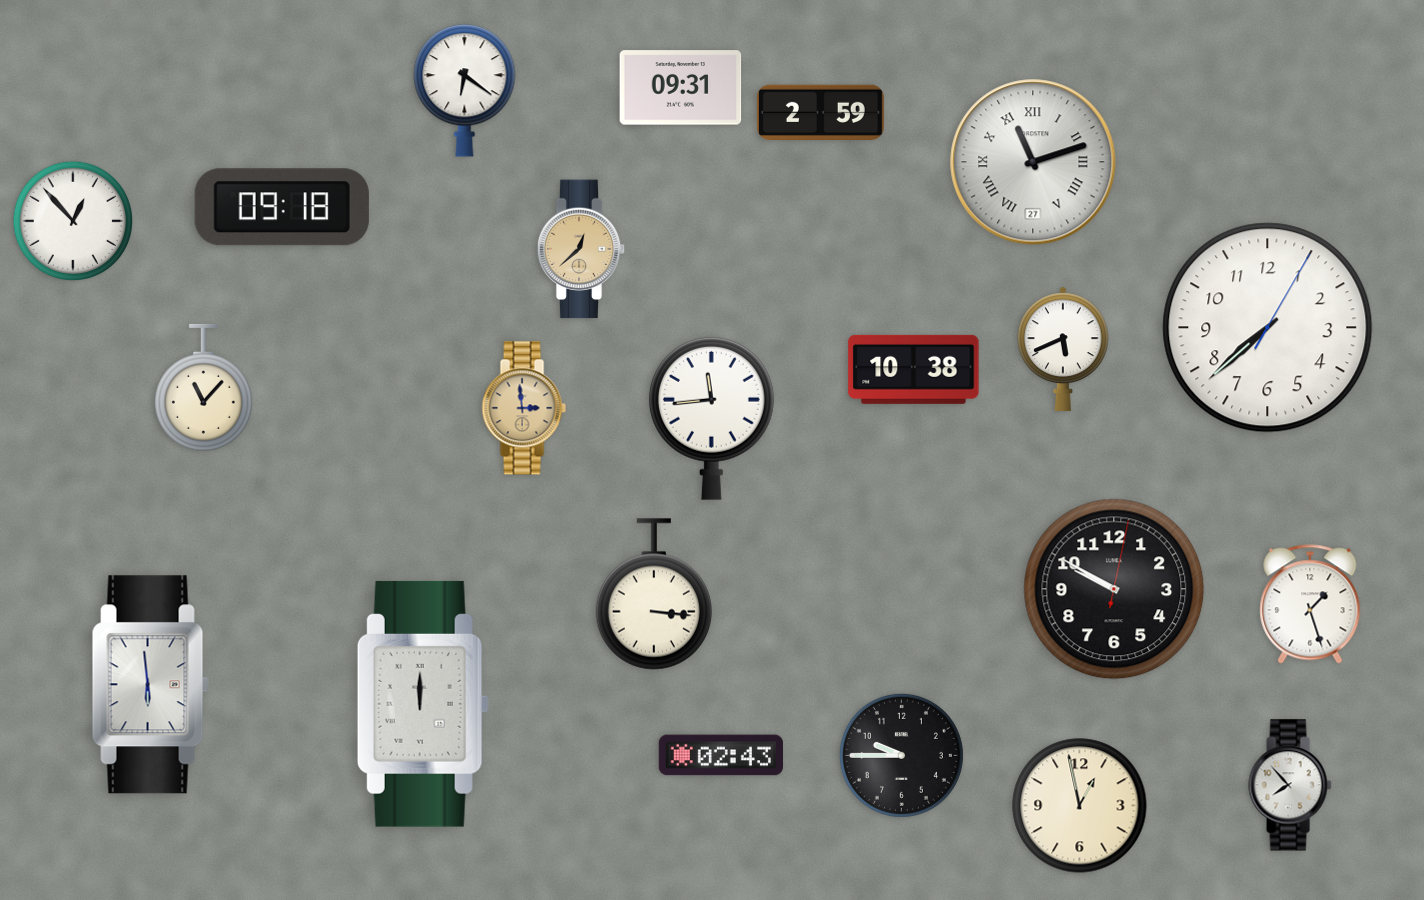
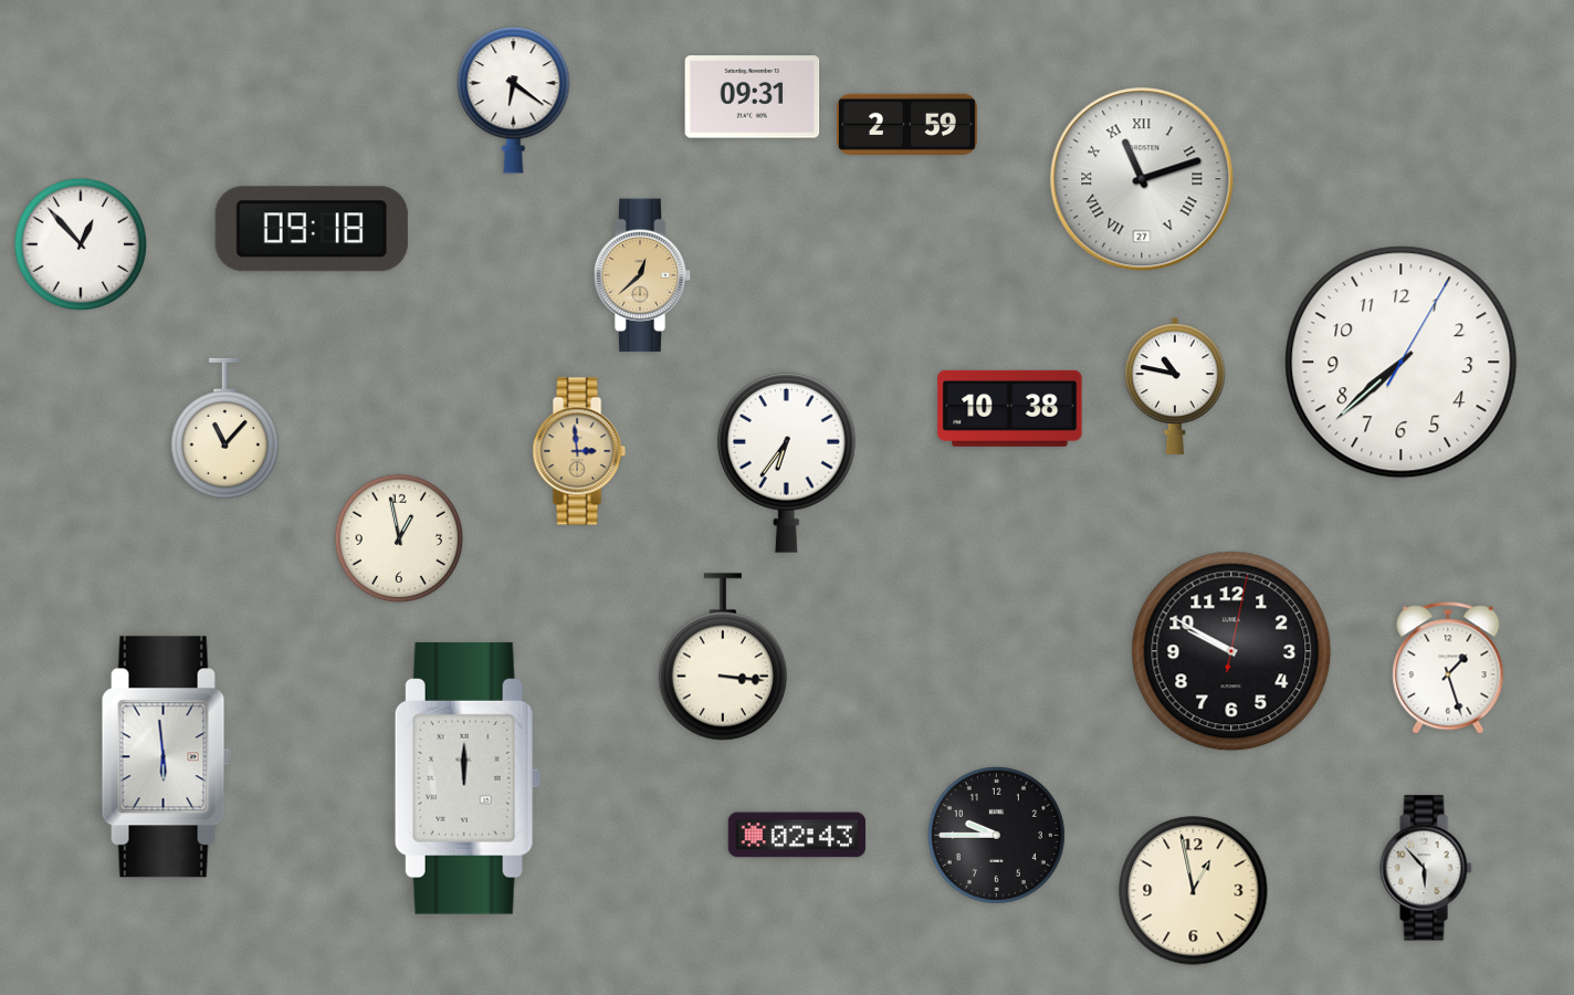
clock at (1064, 349): 5:41 -> 10:47
clock at (711, 418): 11:44 -> 6:36
clock at (399, 538): none -> 12:58
clock at (1290, 785): 7:53 -> 5:53
